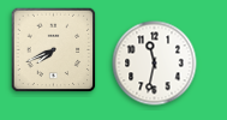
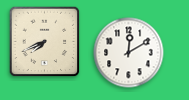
clock at (155, 64): 11:32 -> 12:10
